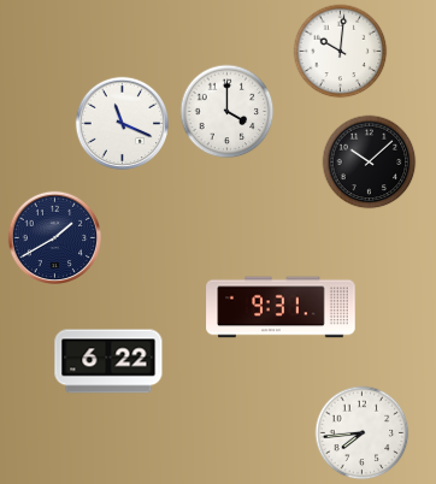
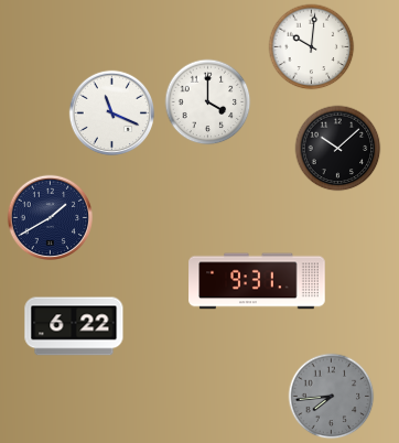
clock at (108, 361) position: (108, 361) -> (74, 326)
clock at (361, 432) dial: white -> grey
